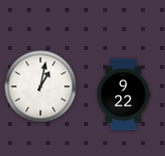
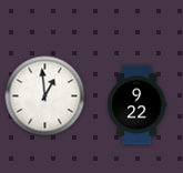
clock at (41, 87): 1:02 -> 12:59
